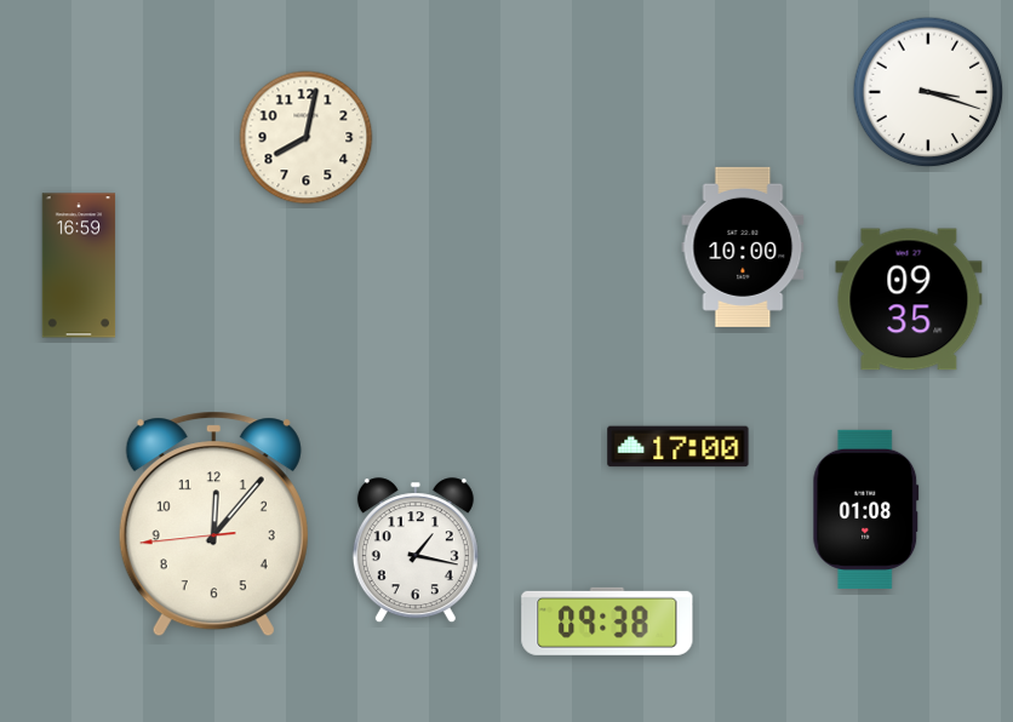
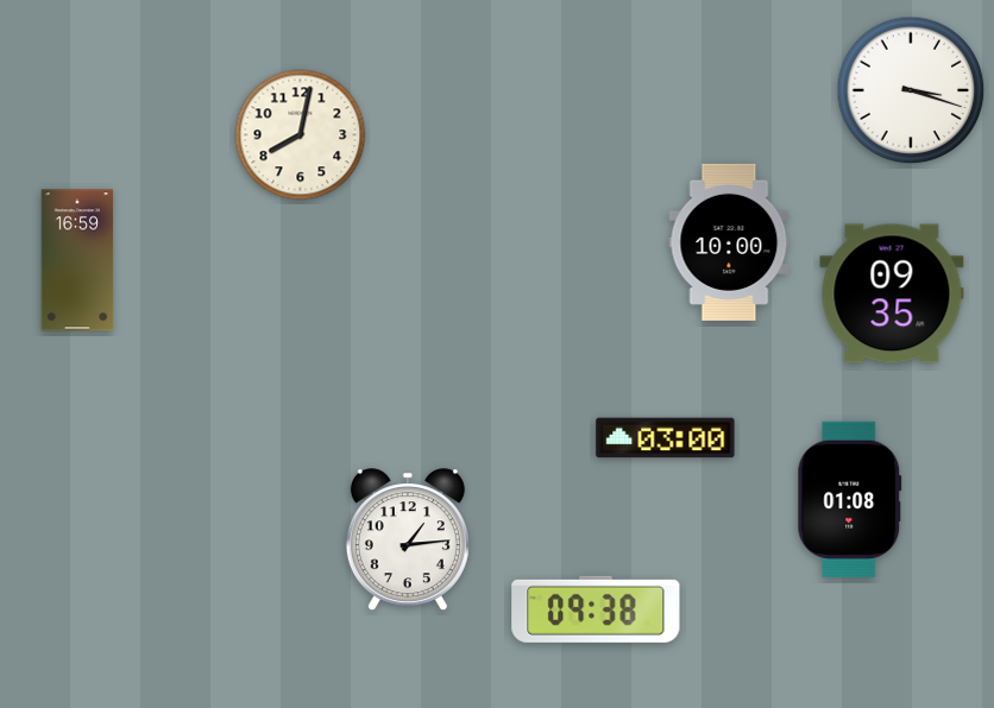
clock at (679, 447): 17:00 -> 03:00
clock at (213, 525): 12:06 -> none
clock at (416, 551): 1:17 -> 1:14
